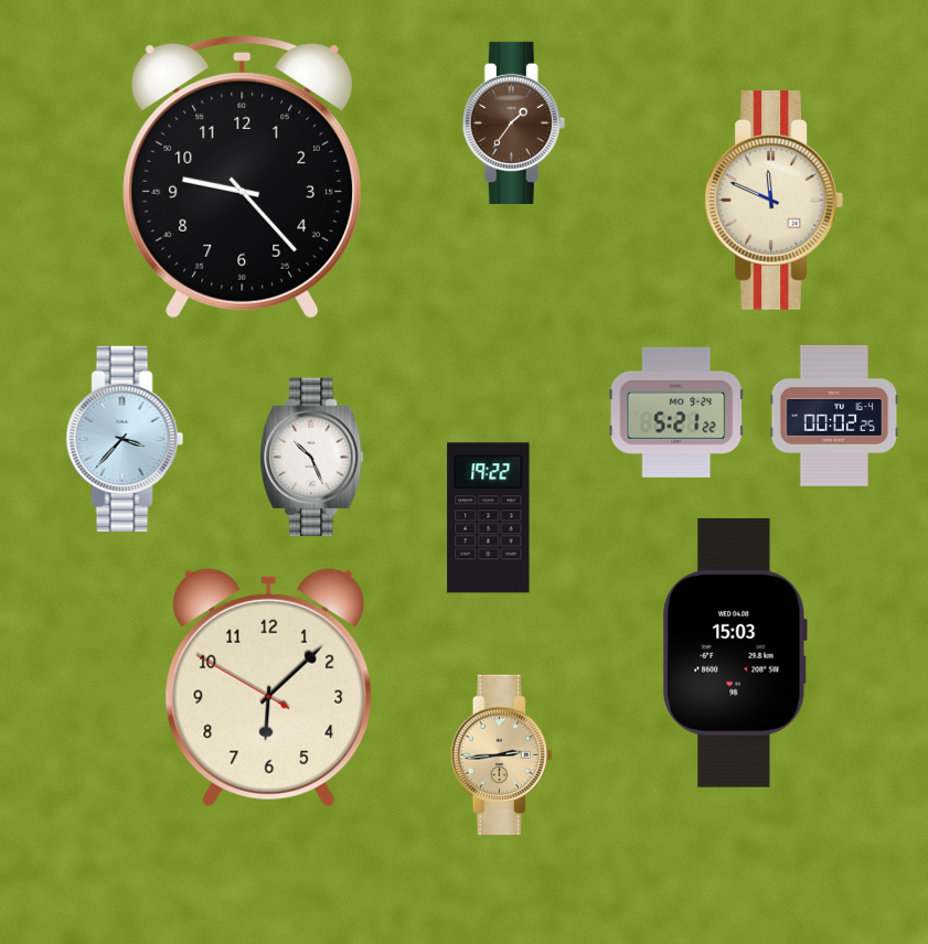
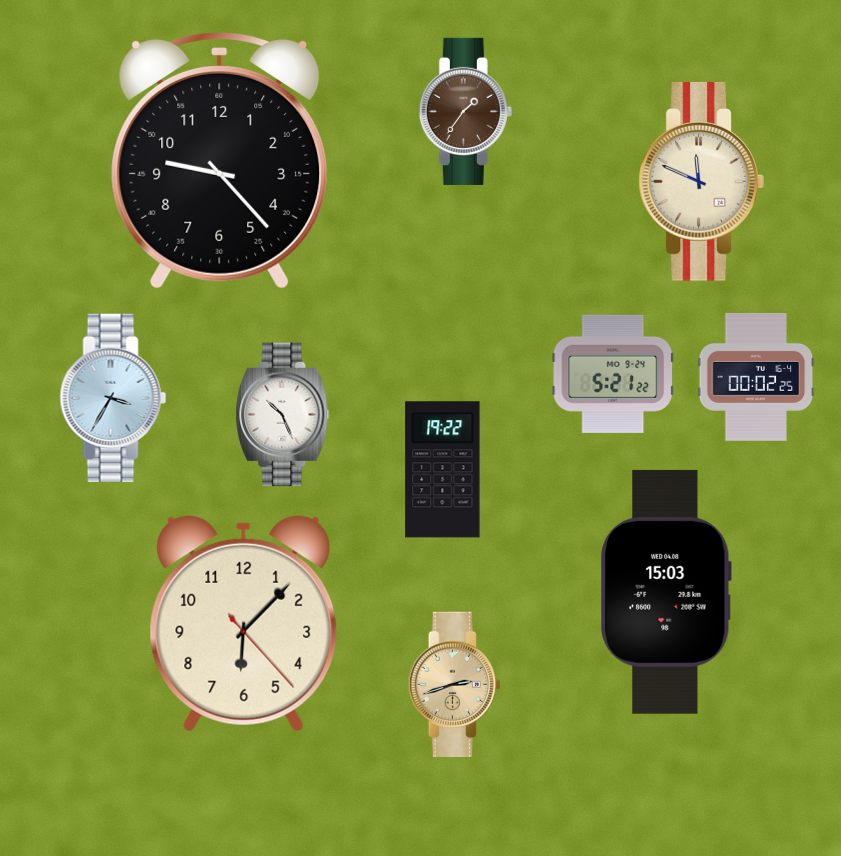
clock at (125, 438): 3:37 -> 3:35
clock at (269, 687): 6:07:50 -> 6:07:23
clock at (501, 755): 2:44 -> 2:42
